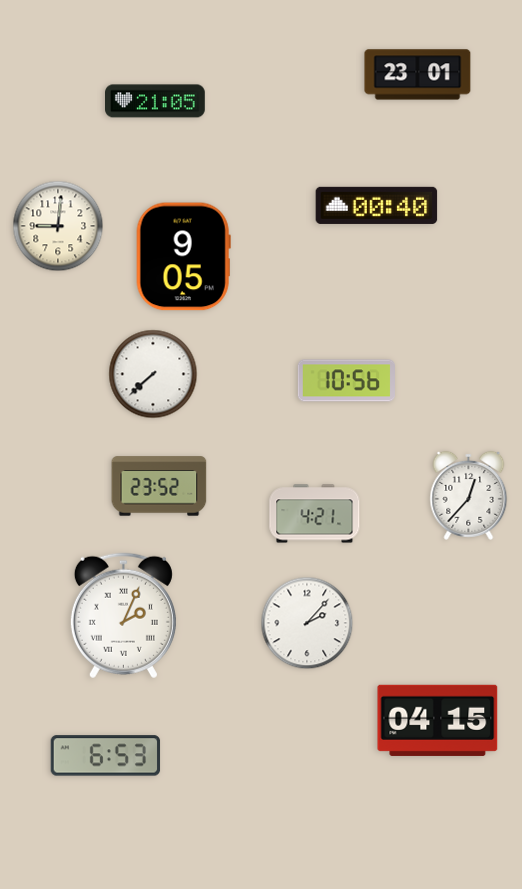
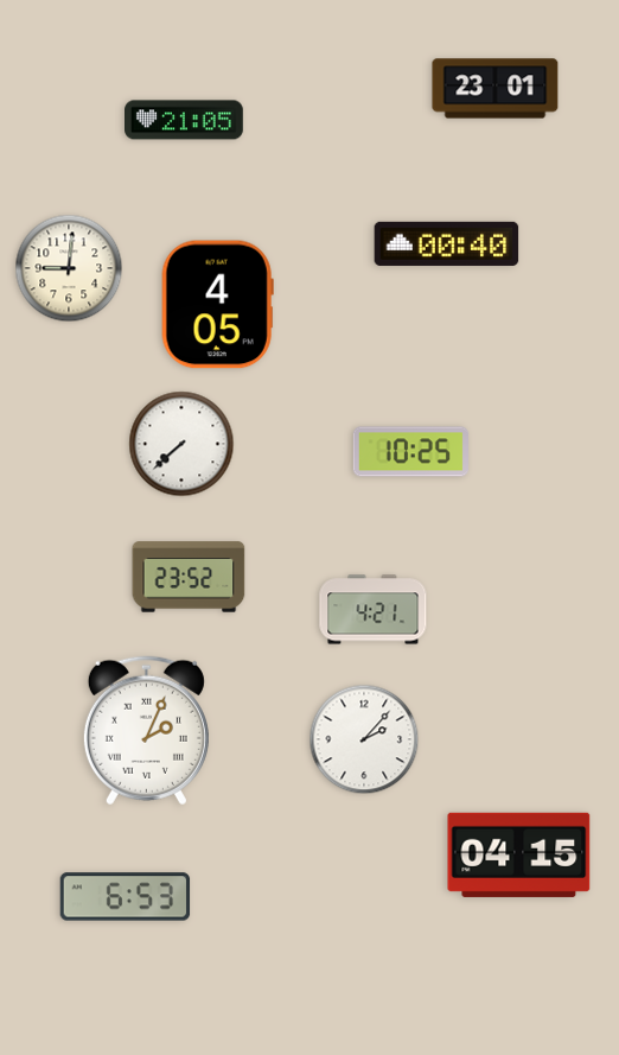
clock at (183, 257): 9:05 -> 4:05
clock at (346, 381): 10:56 -> 10:25
clock at (469, 495): 12:37 -> none
